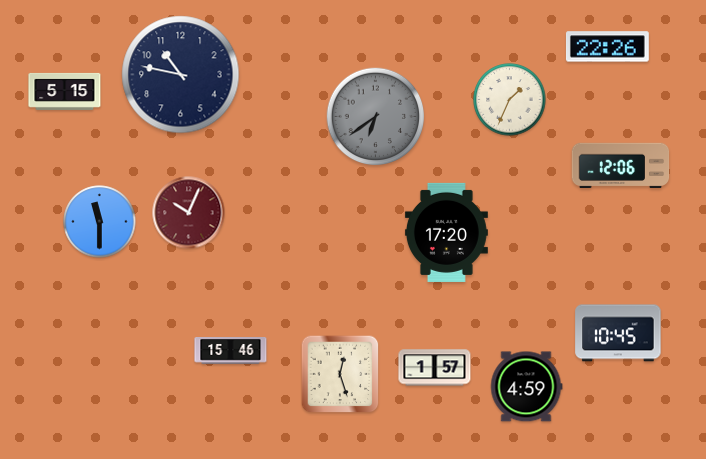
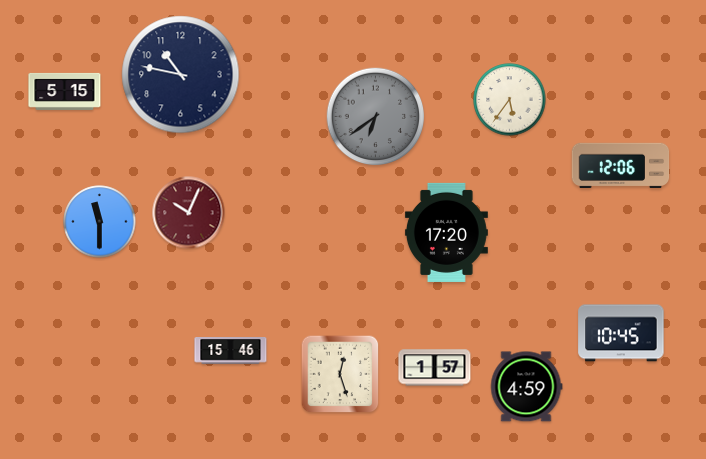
clock at (607, 47): 22:26 -> none
clock at (510, 100): 1:34 -> 5:36
clock at (618, 333) position: (618, 333) -> (621, 333)
